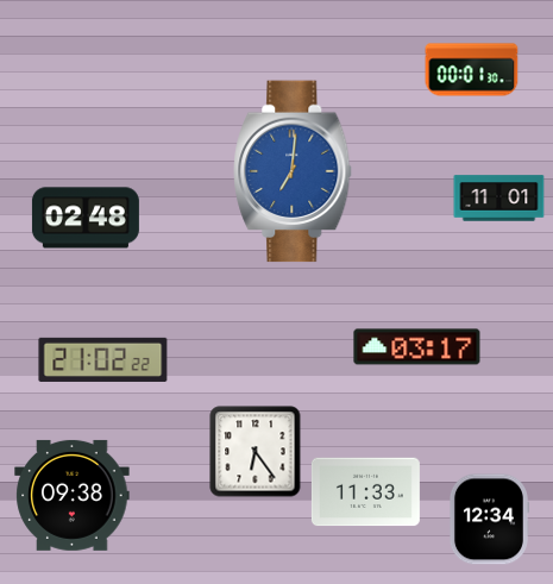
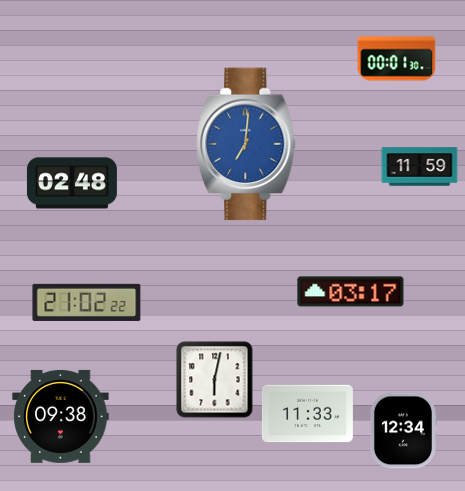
clock at (499, 199): 11:01 -> 11:59
clock at (256, 452): 6:24 -> 6:02
clock at (489, 520) position: (489, 520) -> (403, 431)
